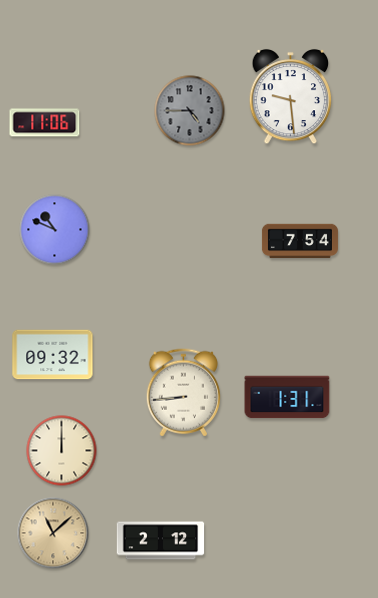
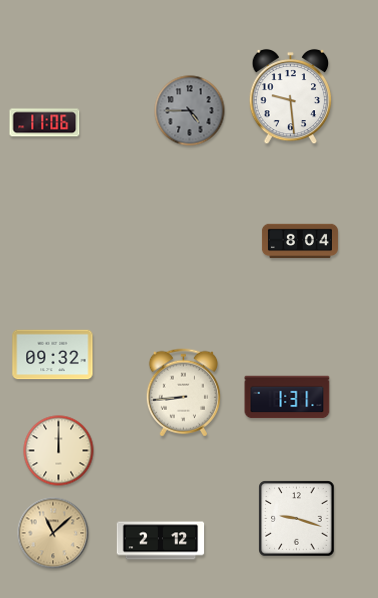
clock at (55, 230): 10:49 -> none
clock at (300, 241): 7:54 -> 8:04
clock at (62, 451) position: (62, 451) -> (59, 451)
clock at (297, 519): none -> 9:18
